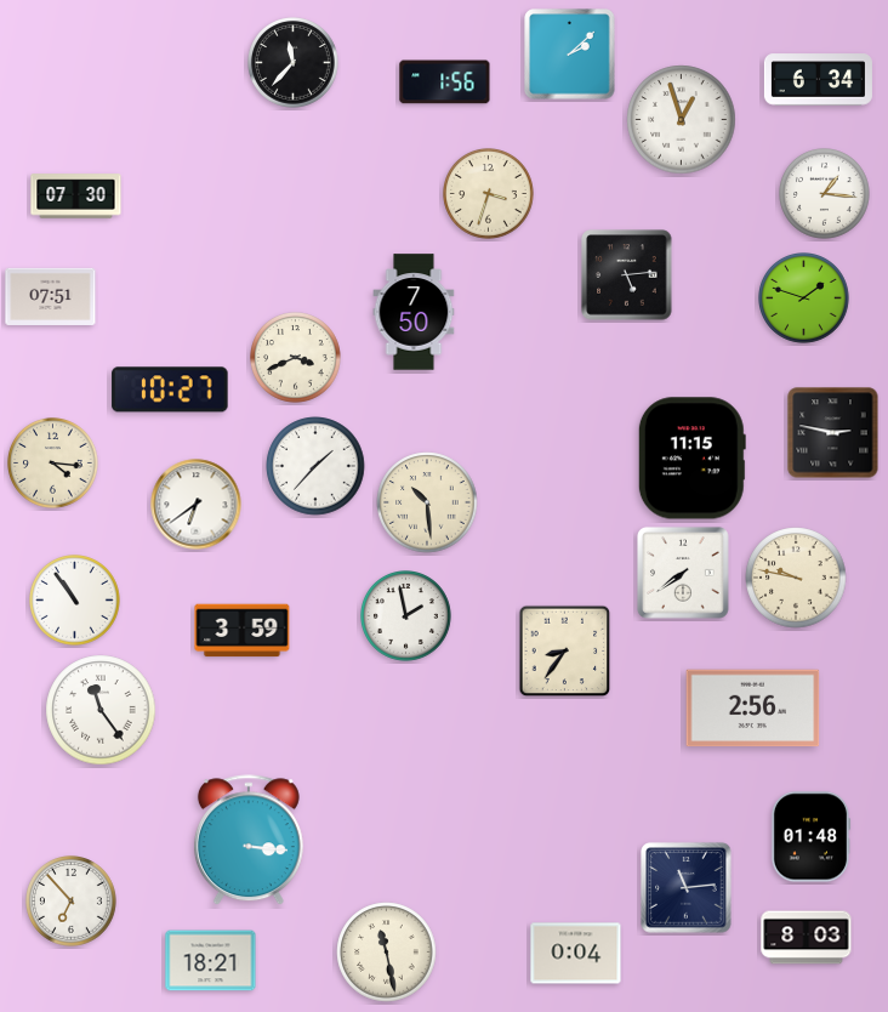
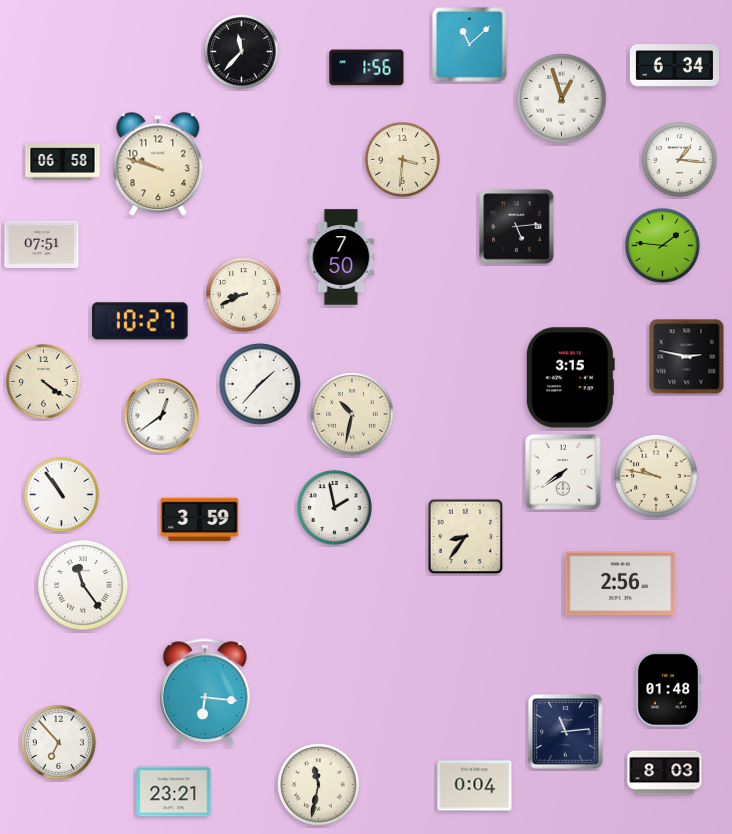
clock at (570, 55): 2:08 -> 11:08
clock at (489, 194): 3:33 -> 3:31
clock at (76, 197): 07:30 -> 06:58
clock at (158, 165): none -> 9:48
clock at (804, 299): 1:48 -> 1:46
clock at (296, 358): 3:41 -> 8:41
clock at (691, 459): 11:15 -> 3:15
clock at (53, 464): 4:16 -> 4:21
clock at (427, 502): 10:29 -> 10:32
clock at (197, 505): 6:39 -> 12:39
clock at (249, 841): 3:16 -> 6:16
clock at (387, 953): 11:28 -> 11:32
clock at (211, 961): 18:21 -> 23:21
